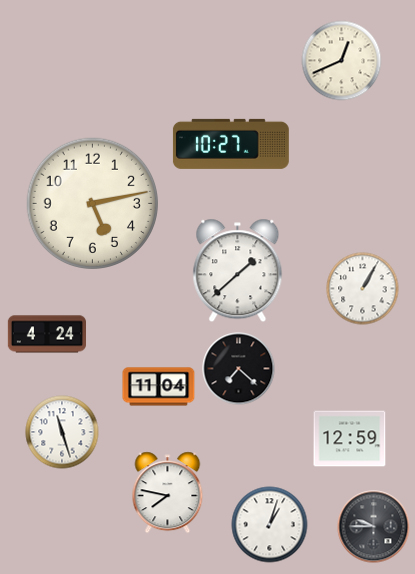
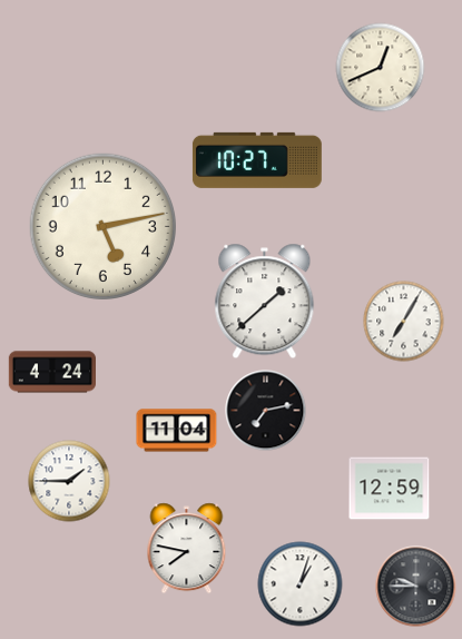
clock at (363, 289): 1:05 -> 7:05
clock at (239, 369): 7:22 -> 7:13
clock at (62, 432): 11:27 -> 1:45
